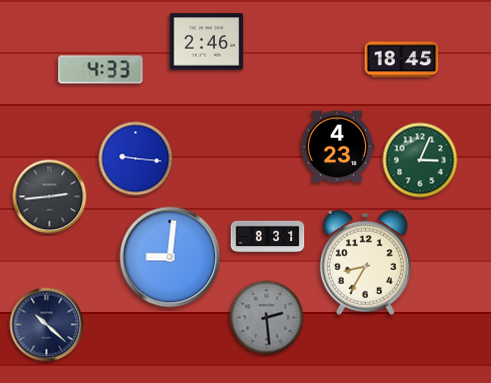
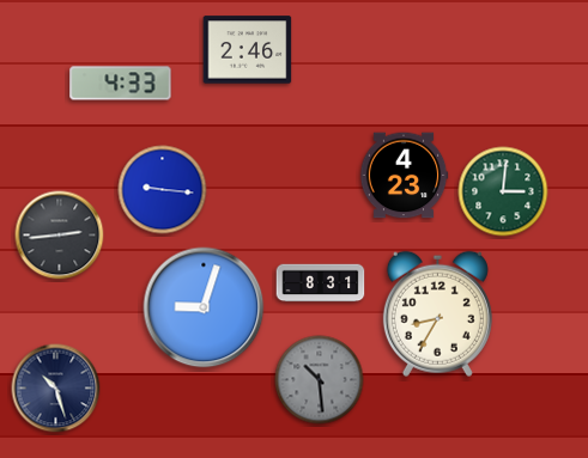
clock at (402, 60): 18:45 -> none
clock at (420, 160): 3:04 -> 3:01
clock at (170, 257): 9:01 -> 9:03
clock at (267, 318): 2:29 -> 10:29
clock at (47, 325): 10:22 -> 10:27
